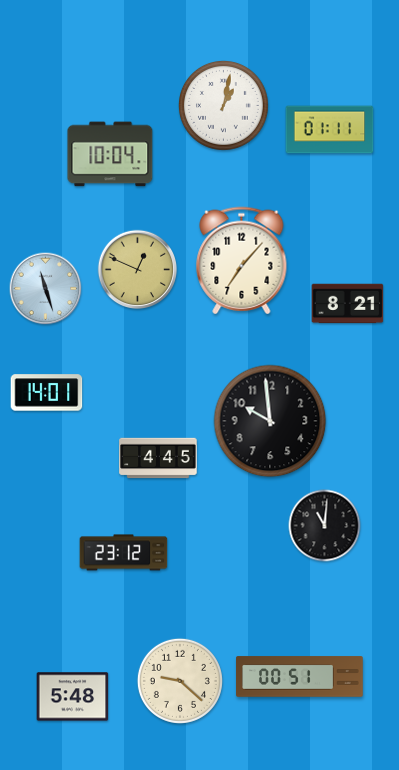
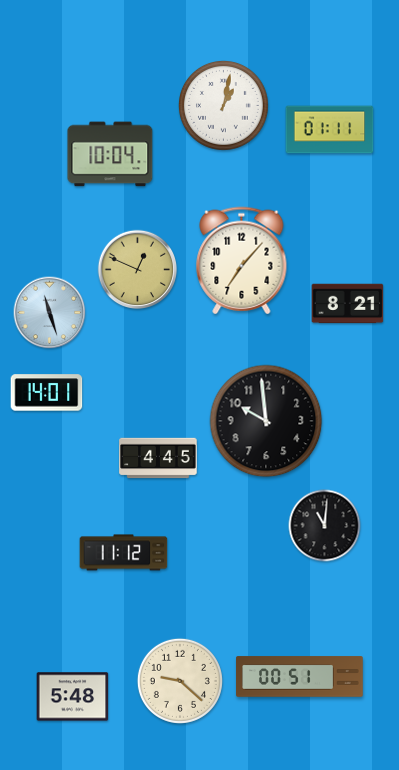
clock at (46, 289) position: (46, 289) -> (50, 313)
clock at (270, 421) position: (270, 421) -> (266, 421)
clock at (124, 553): 23:12 -> 11:12
